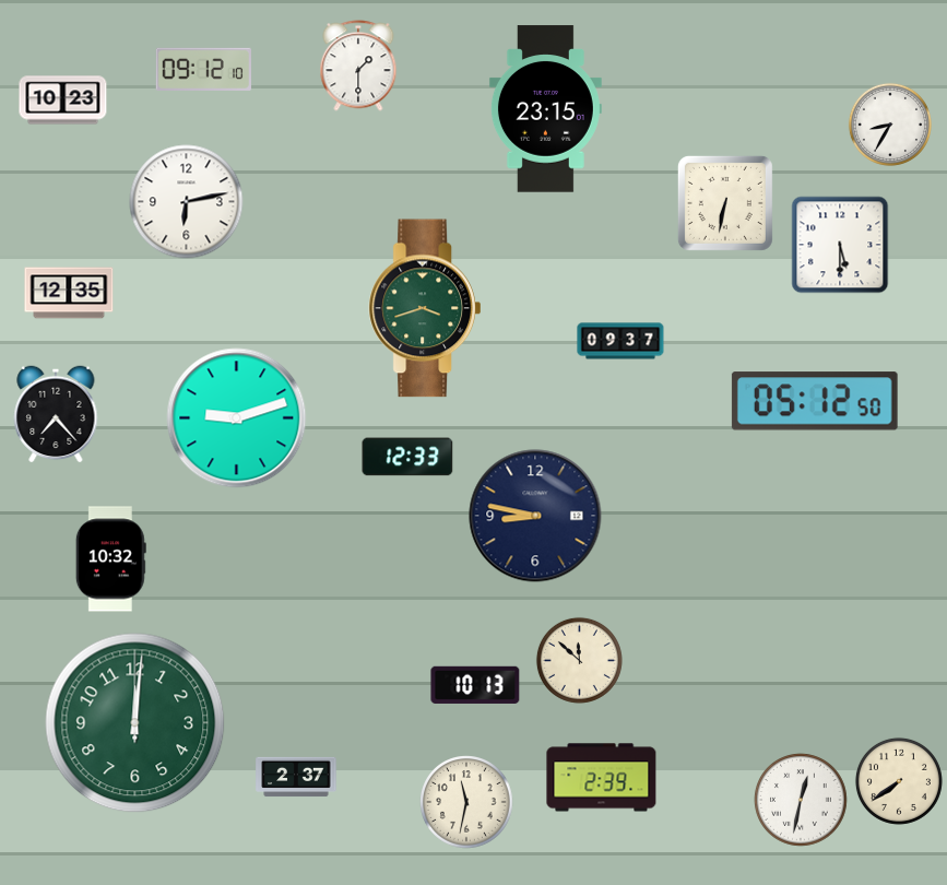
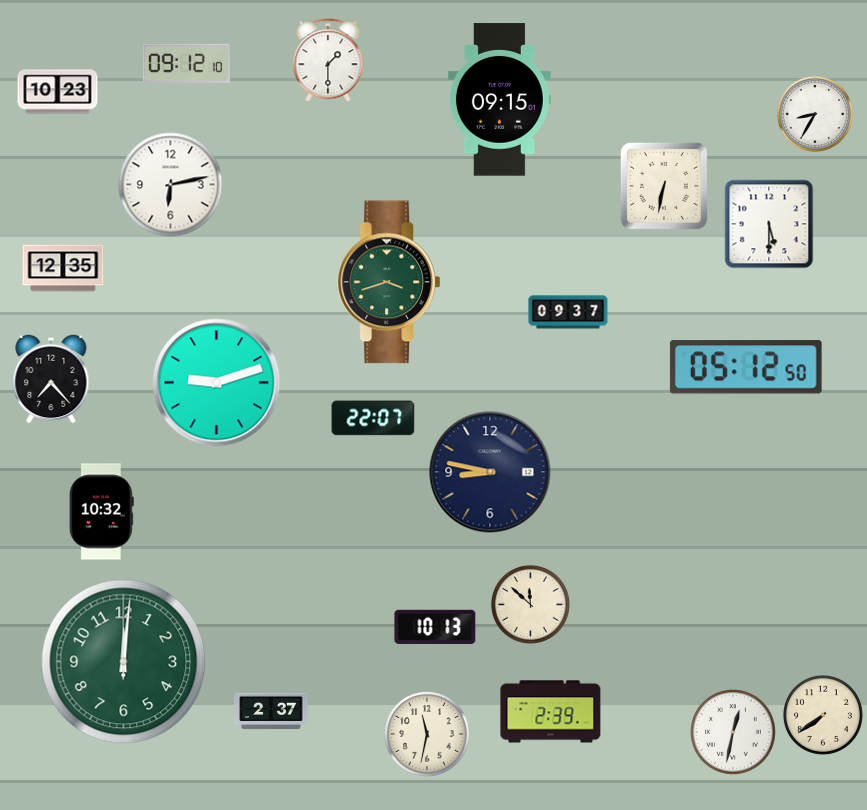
clock at (545, 109): 23:15 -> 09:15
clock at (407, 457): 12:33 -> 22:07
